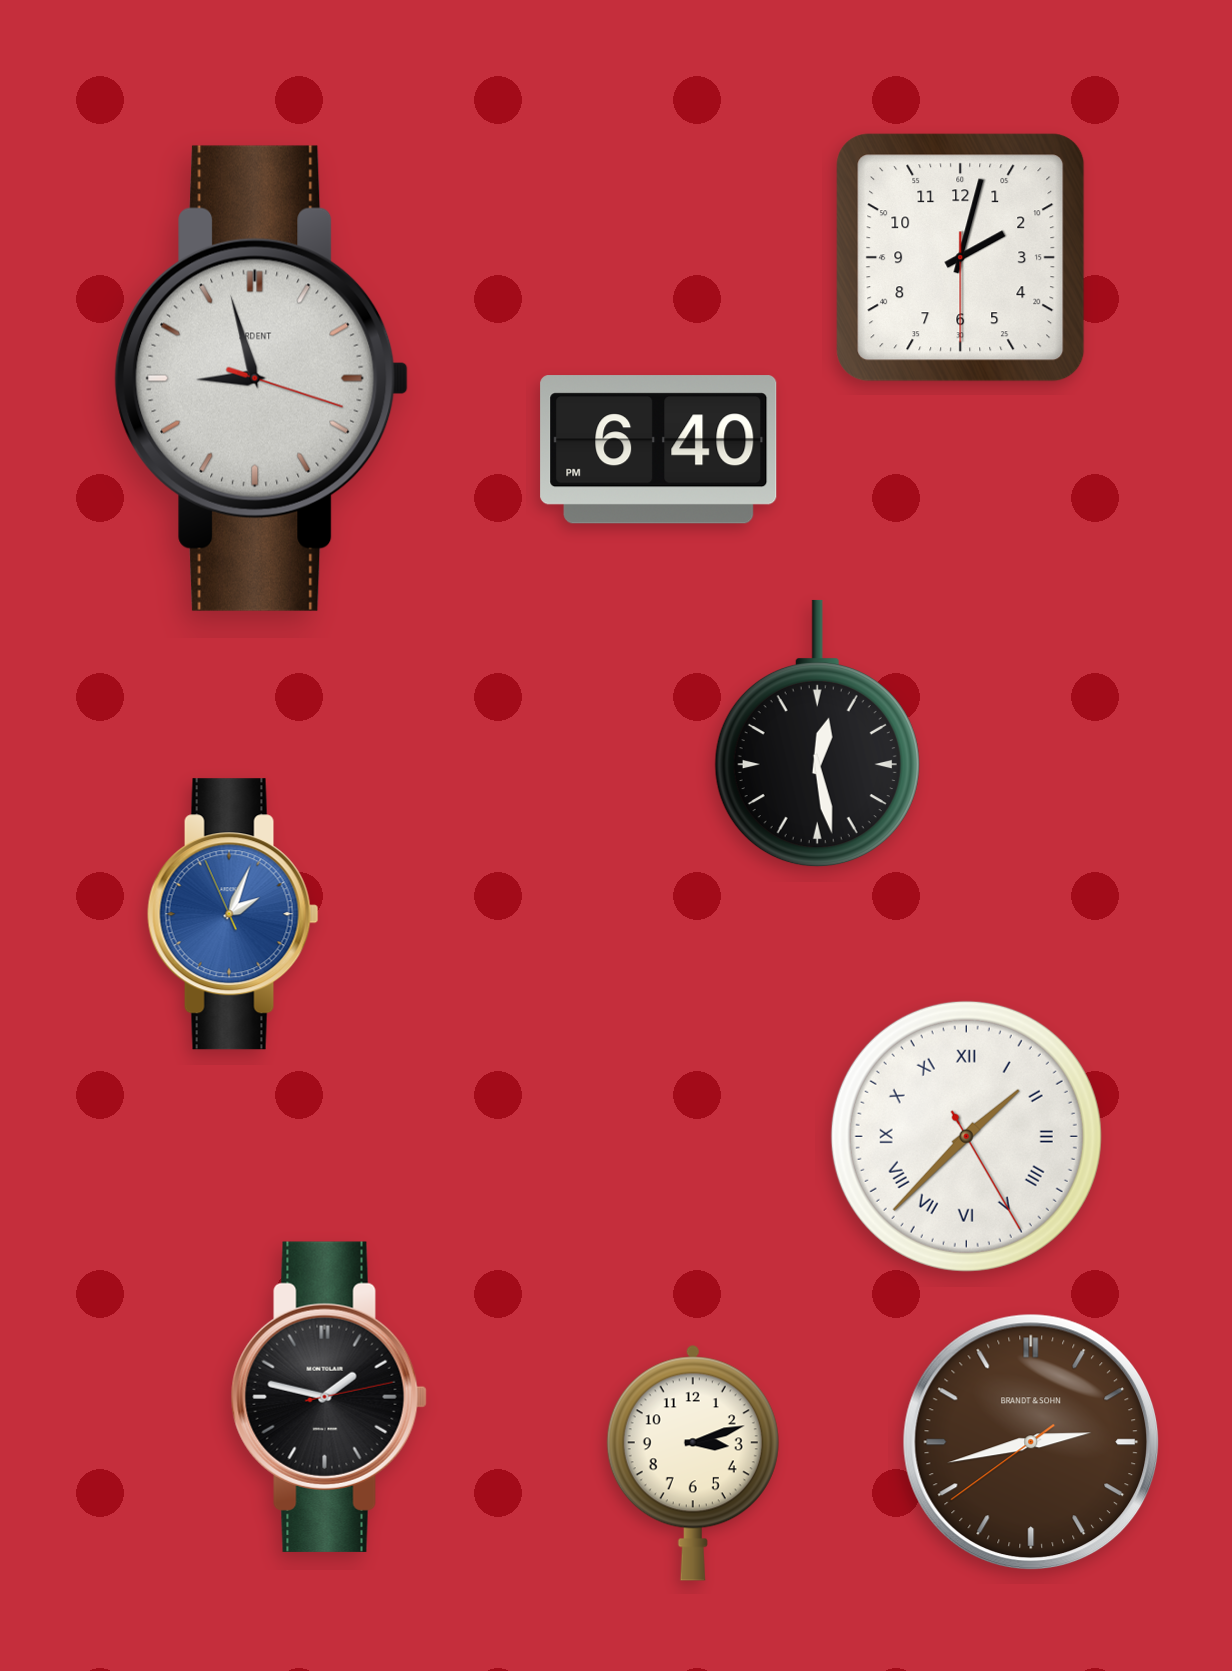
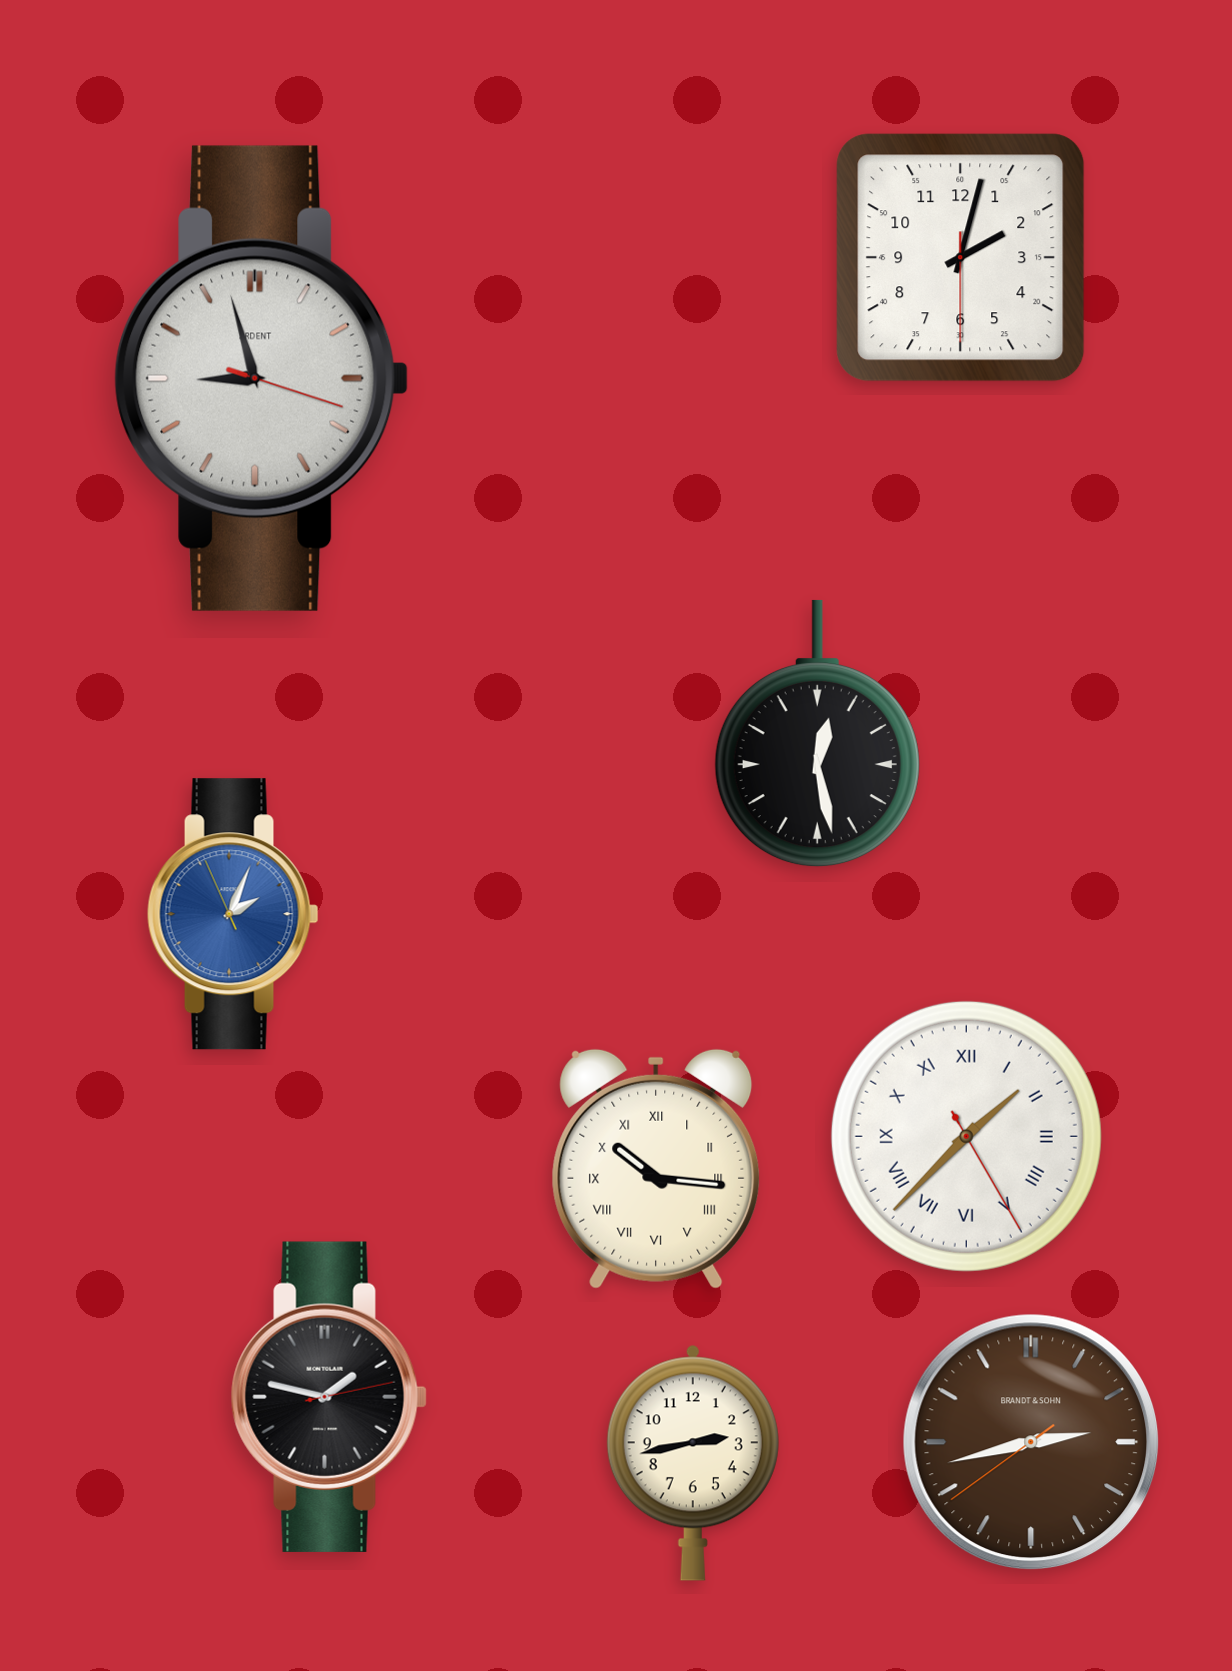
clock at (659, 450): 6:40 -> none
clock at (656, 1169): none -> 10:16
clock at (693, 1463): 3:12 -> 2:43
